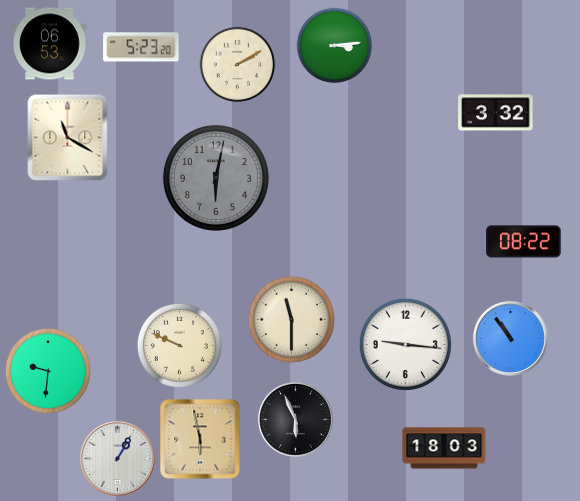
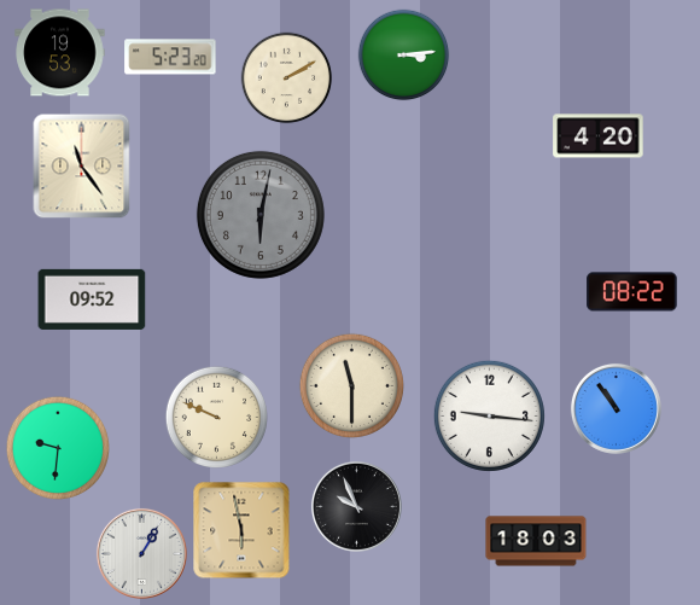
clock at (50, 44): 06:53 -> 19:53
clock at (496, 113): 3:32 -> 4:20
clock at (68, 138): 11:20 -> 11:24
clock at (92, 299): none -> 09:52
clock at (295, 419): 5:56 -> 9:56
